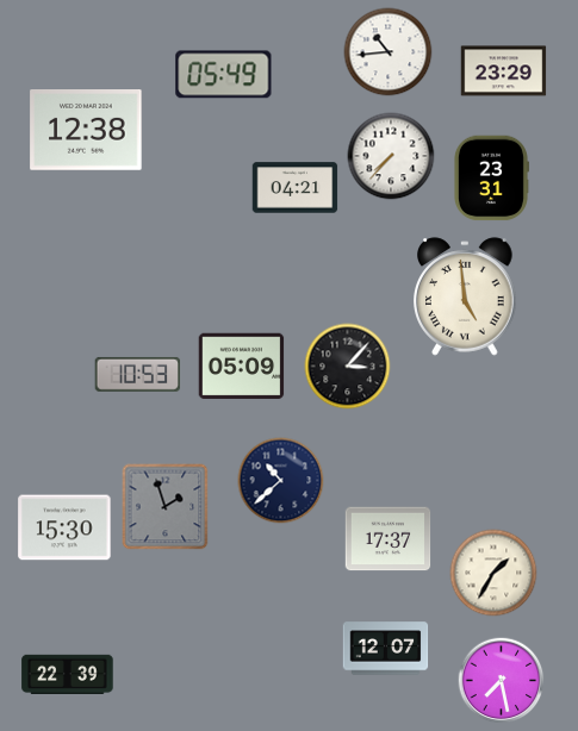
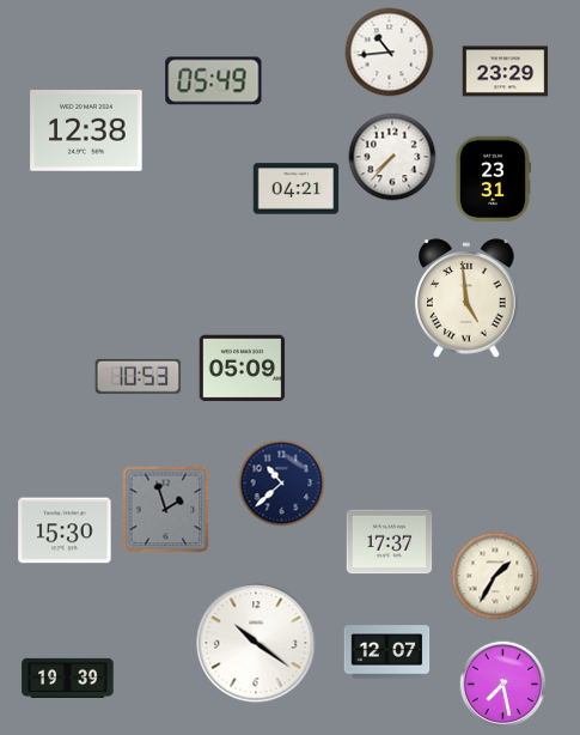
clock at (224, 75) position: (224, 75) -> (214, 81)
clock at (348, 367): 3:07 -> none
clock at (256, 643): none -> 10:21
clock at (68, 674): 22:39 -> 19:39
